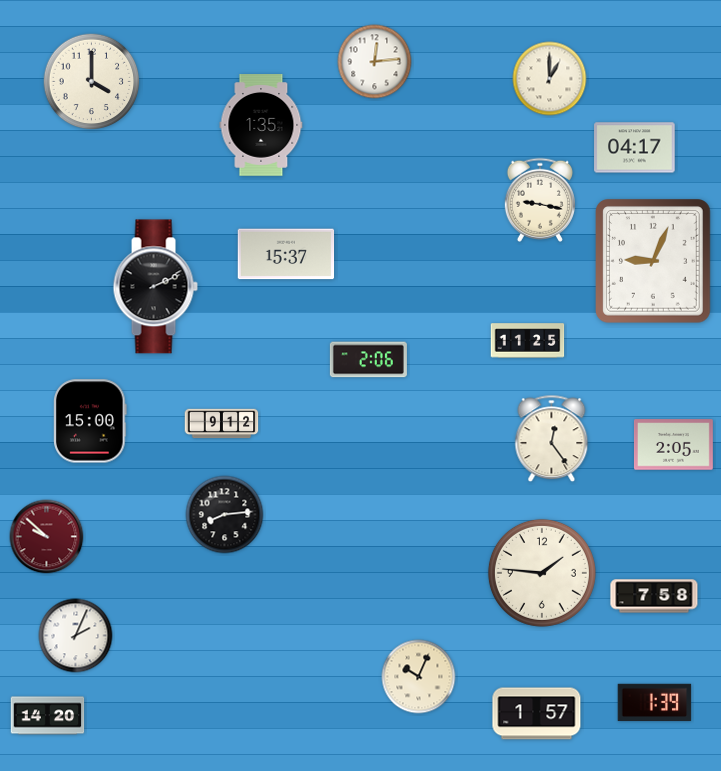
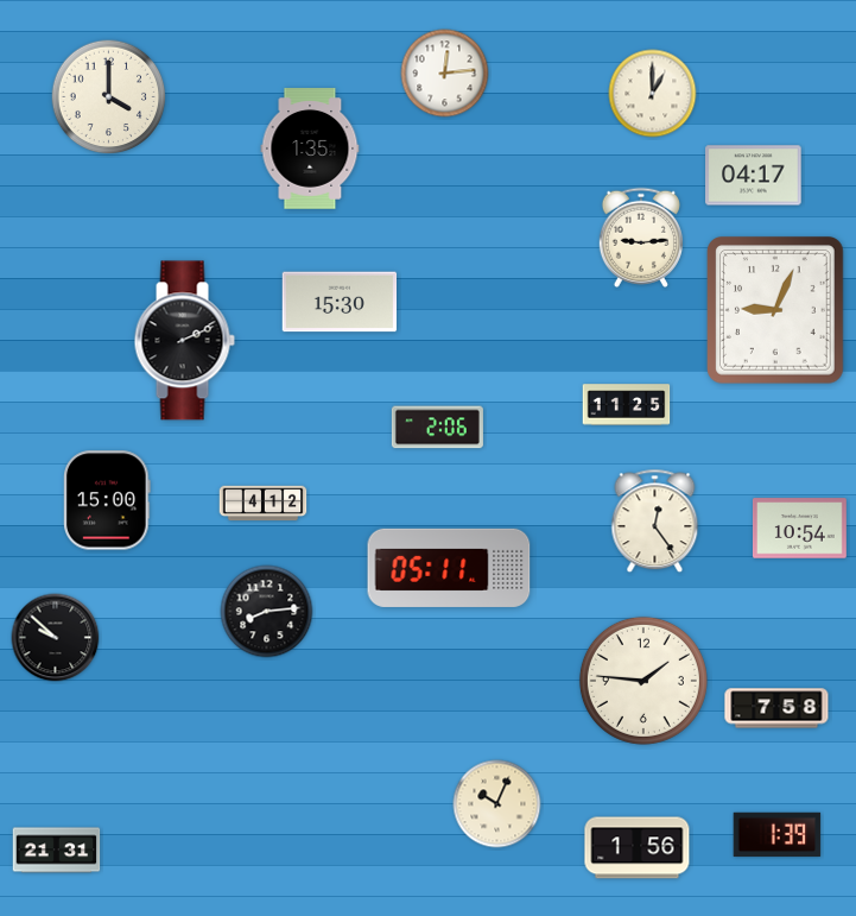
clock at (539, 200): 9:17 -> 9:14
clock at (286, 254): 15:37 -> 15:30
clock at (222, 424): 9:12 -> 4:12
clock at (673, 445): 2:05 -> 10:54
clock at (449, 568): none -> 05:11
clock at (47, 537) dial: burgundy -> black
clock at (76, 636): 2:04 -> none
clock at (537, 714): 1:57 -> 1:56
clock at (48, 716): 14:20 -> 21:31
